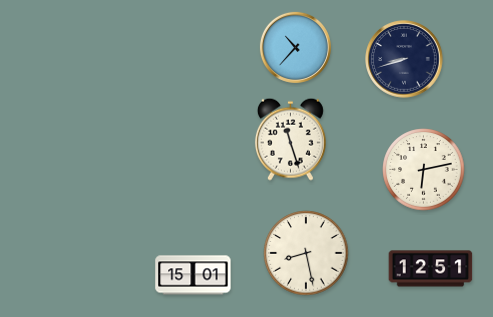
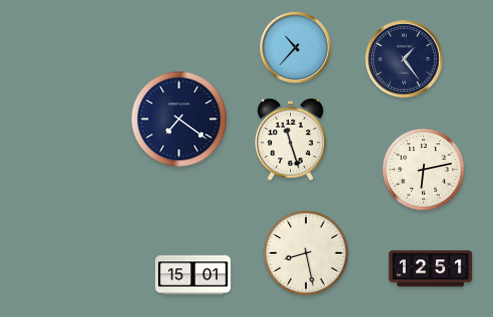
clock at (404, 59): 8:42 -> 1:24
clock at (179, 119): none -> 7:21
